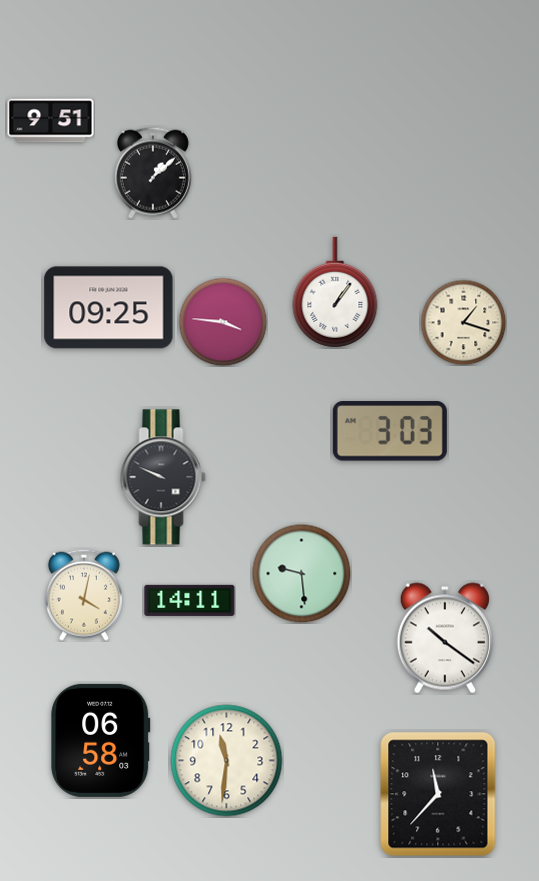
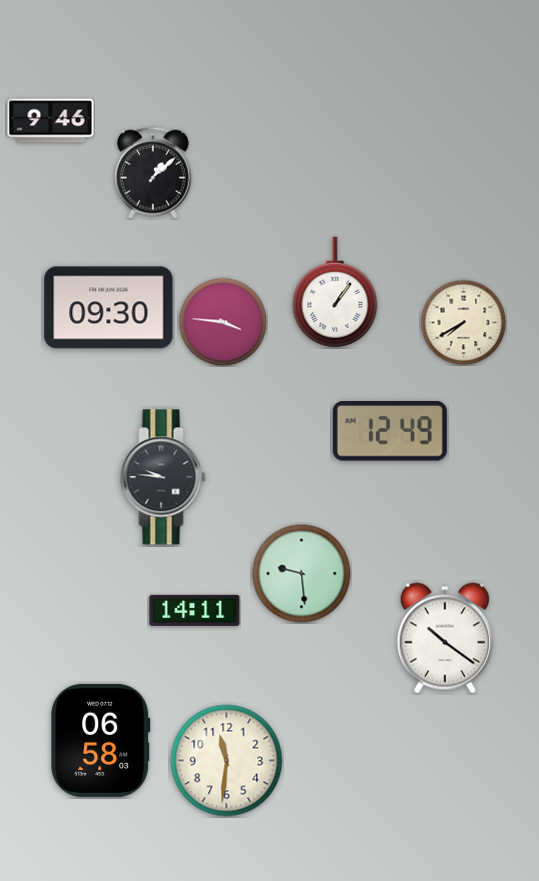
clock at (51, 121): 9:51 -> 9:46
clock at (109, 308): 09:25 -> 09:30
clock at (463, 322): 1:18 -> 7:40
clock at (390, 431): 3:03 -> 12:49
clock at (163, 477): 9:49 -> 9:46
clock at (84, 595): 4:02 -> none
clock at (190, 600) position: (190, 600) -> (195, 610)
clock at (438, 794): 11:37 -> none
